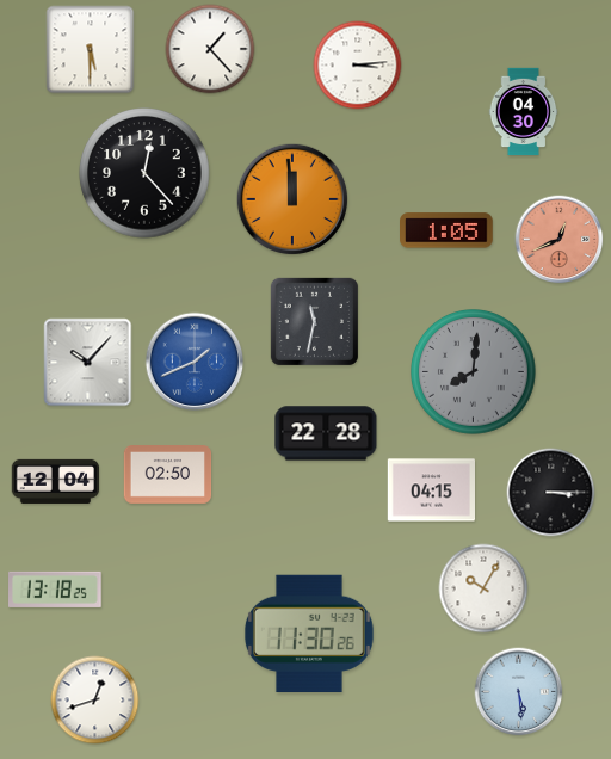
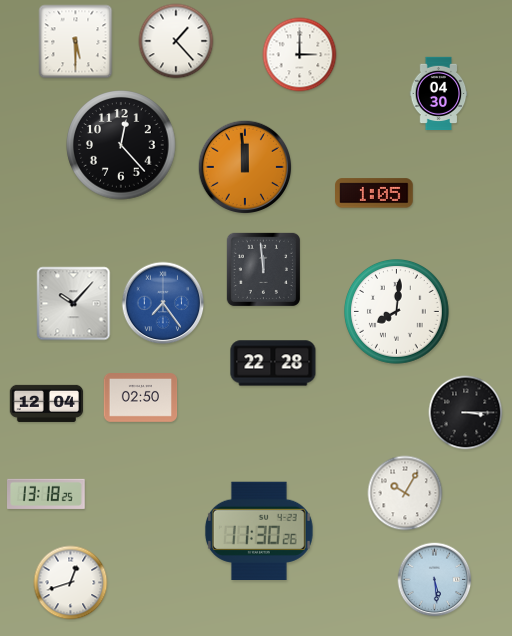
clock at (358, 66): 3:14 -> 3:00
clock at (560, 240): 12:41 -> none
clock at (314, 321): 11:32 -> 11:59
clock at (195, 362): 1:41 -> 7:24
clock at (474, 372) dial: grey -> white
clock at (431, 490): 04:15 -> none
clock at (551, 493) position: (551, 493) -> (466, 413)
clock at (95, 701) position: (95, 701) -> (71, 583)
